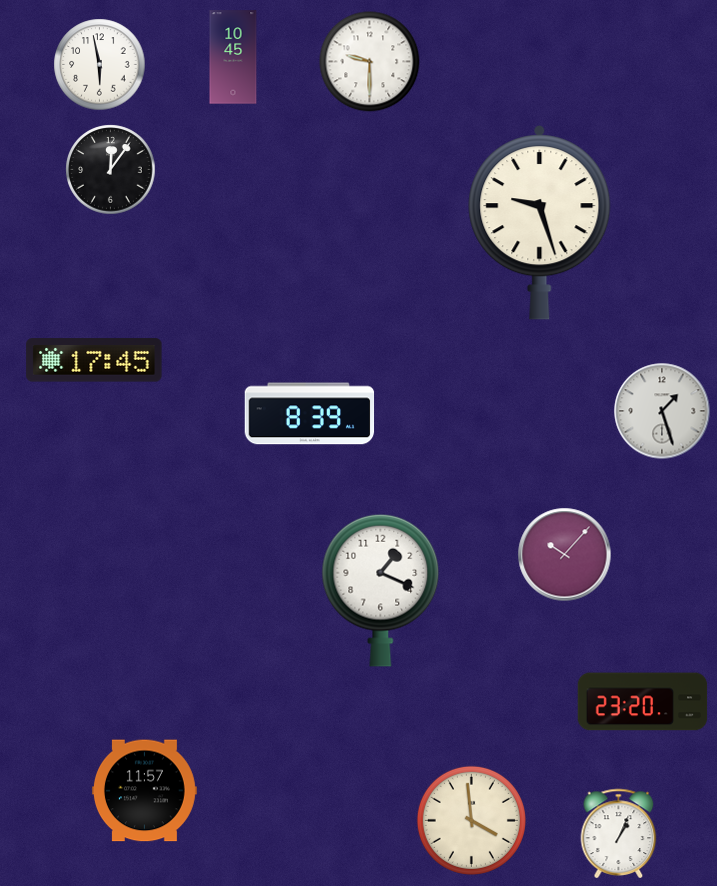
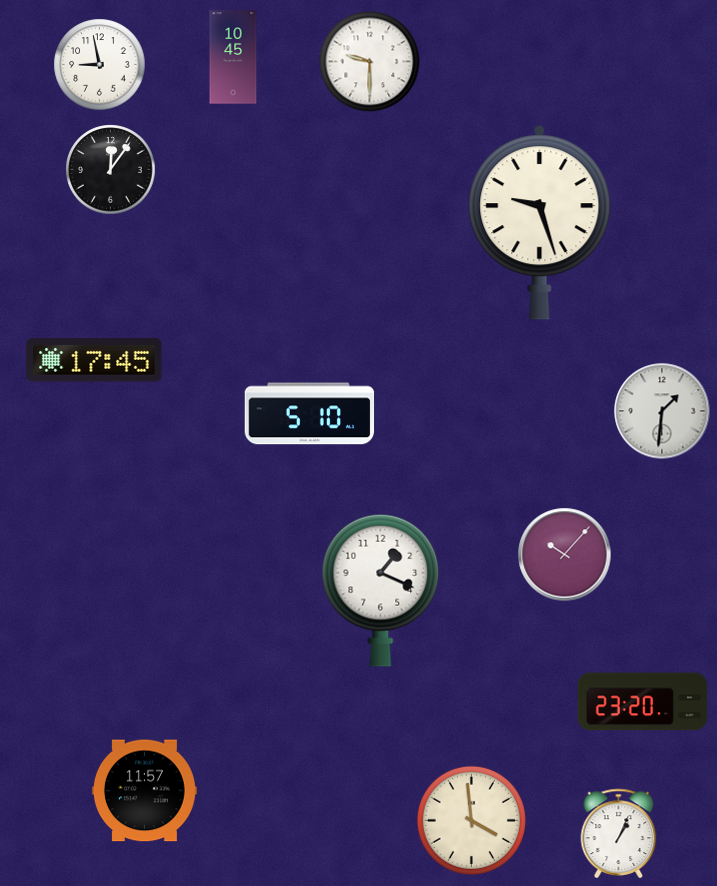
clock at (100, 65): 5:58 -> 8:58
clock at (662, 411): 1:27 -> 1:31
clock at (310, 414): 8:39 -> 5:10
